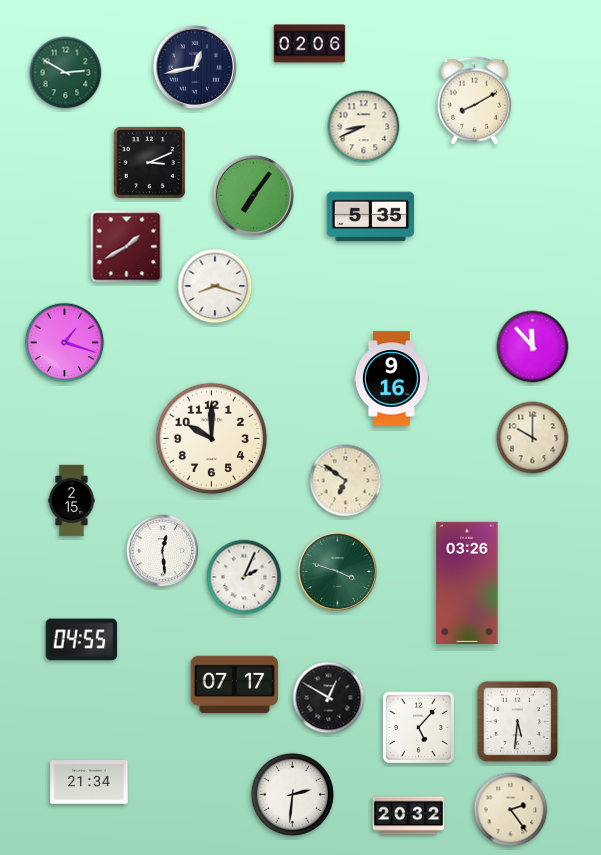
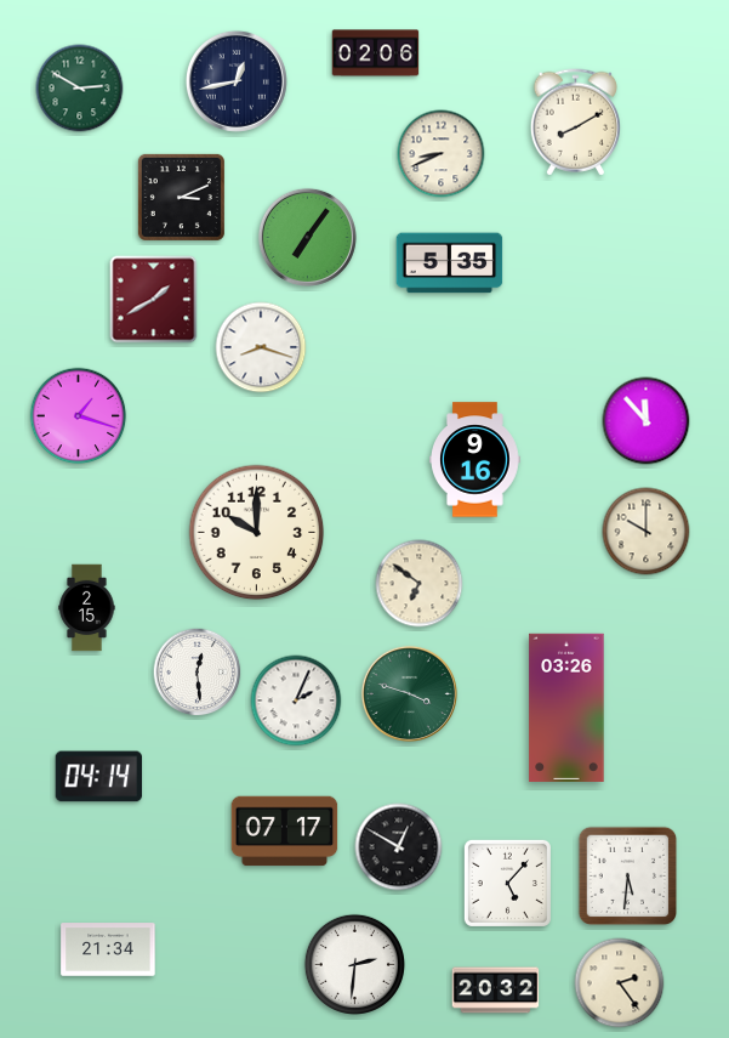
clock at (163, 551) position: (163, 551) -> (198, 673)
clock at (82, 640): 04:55 -> 04:14
